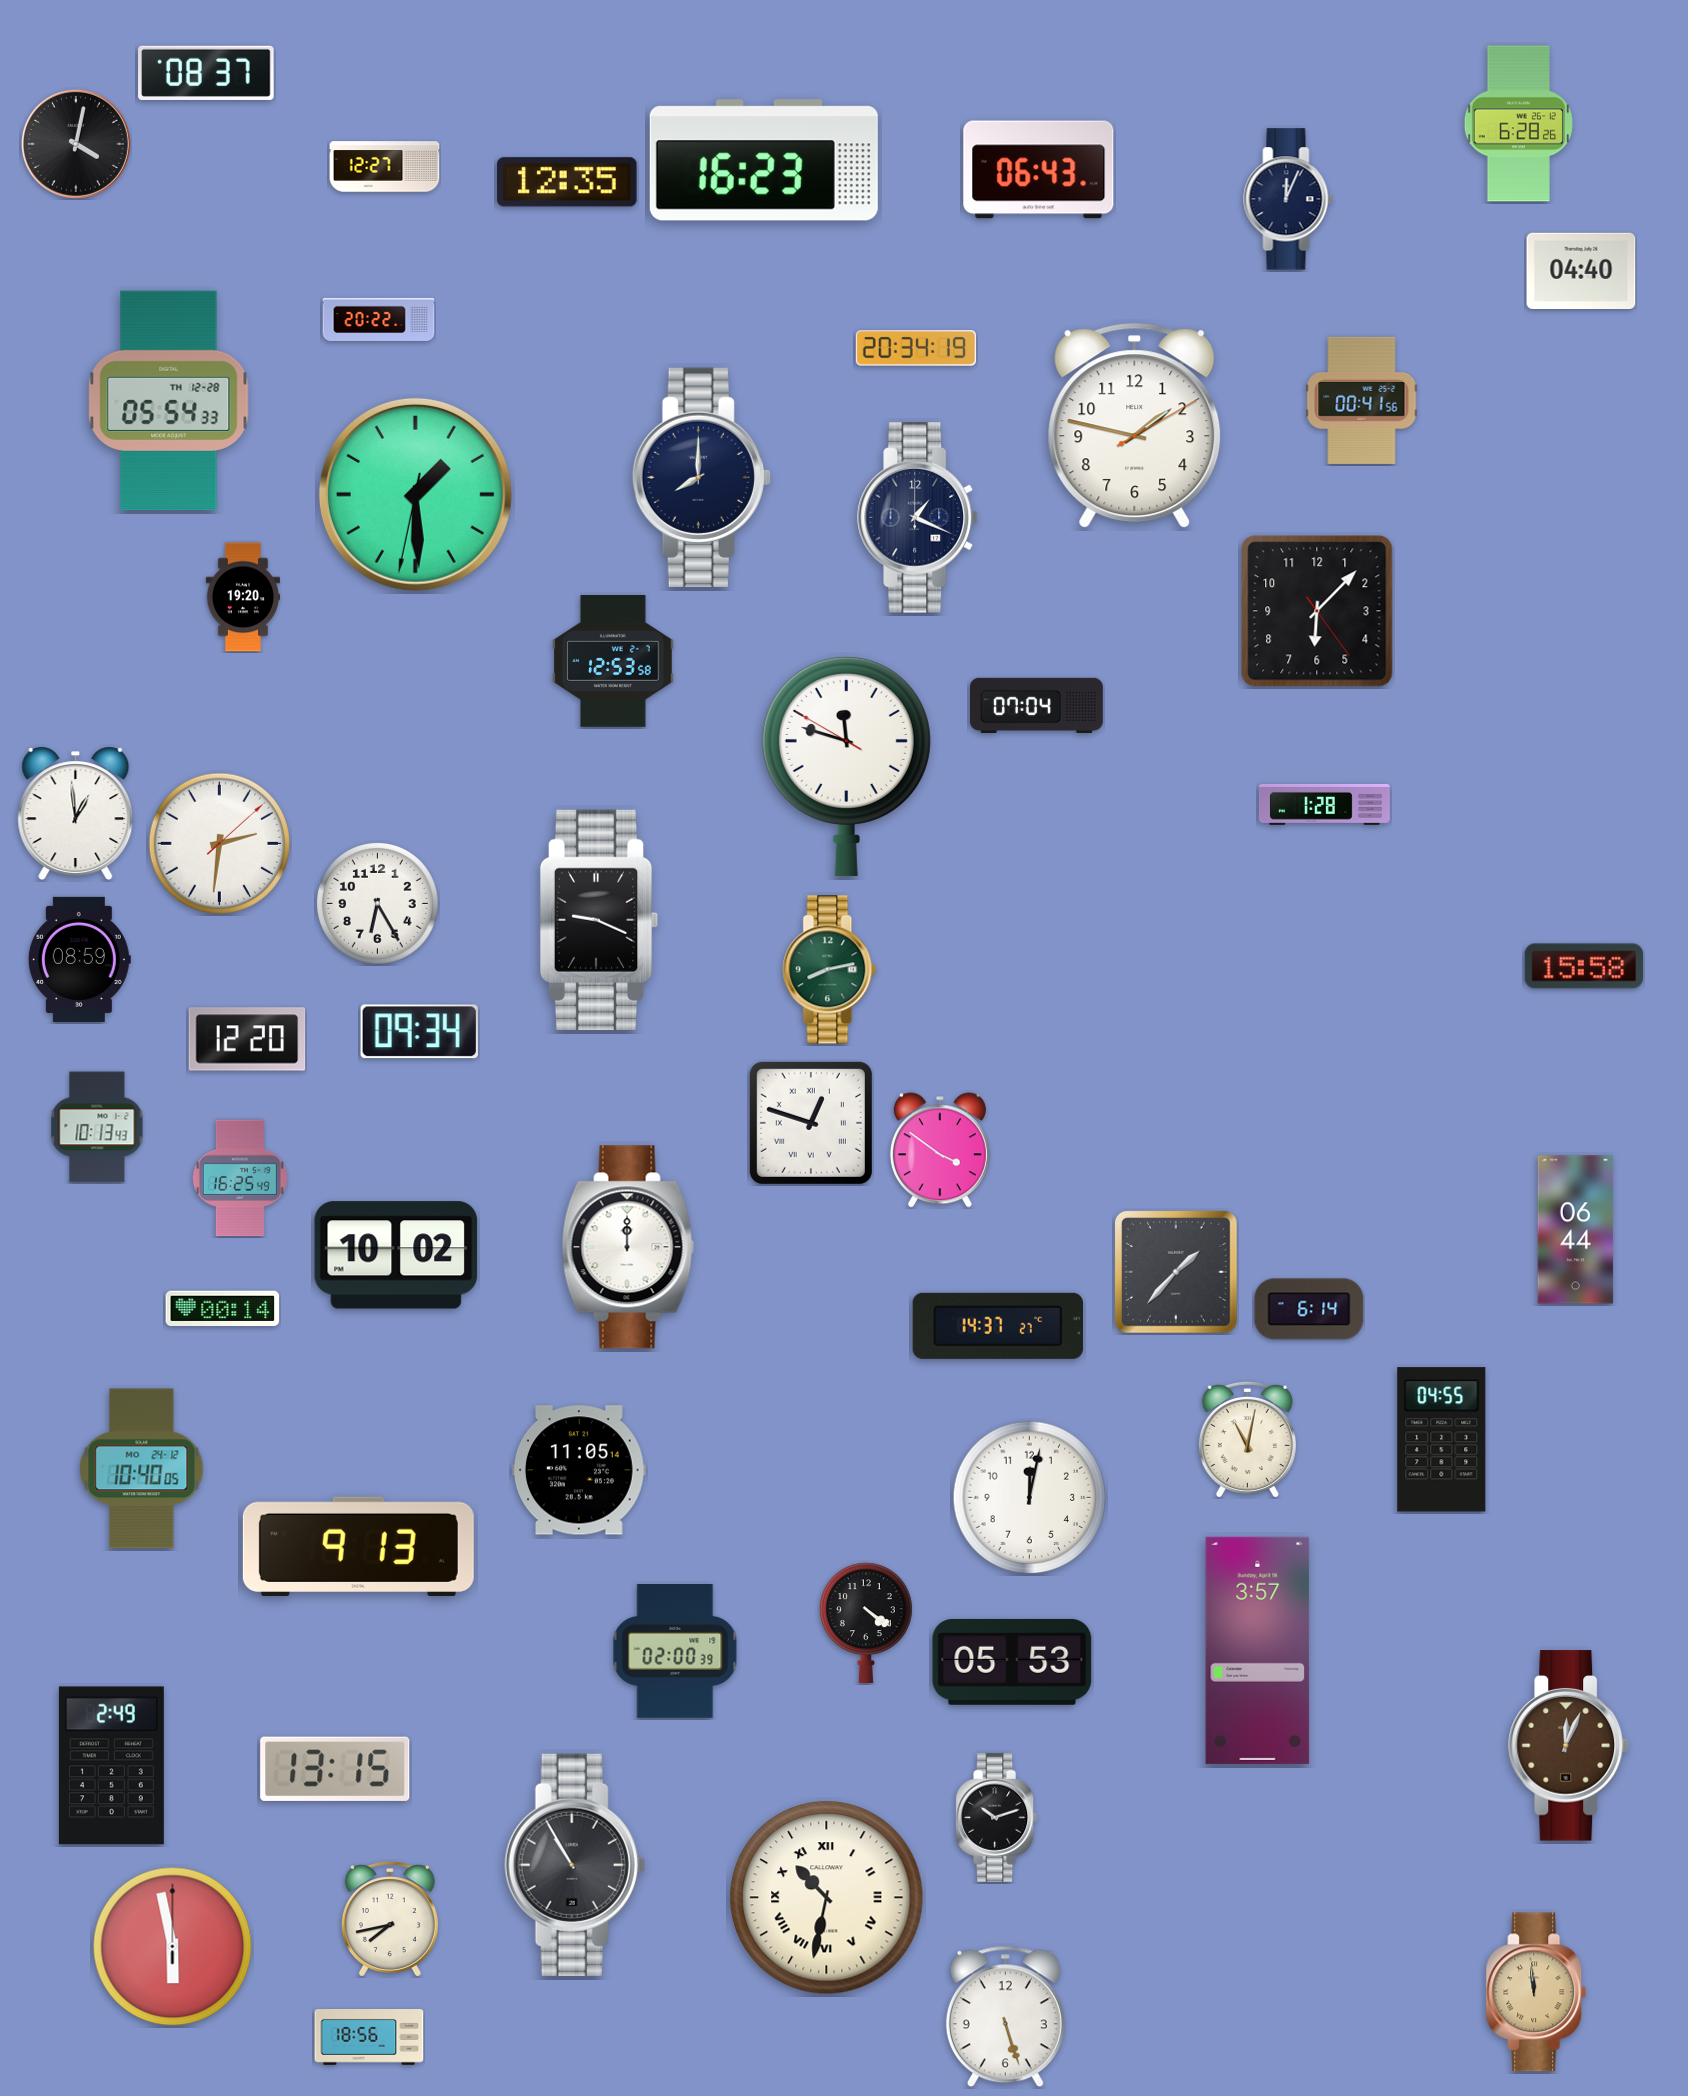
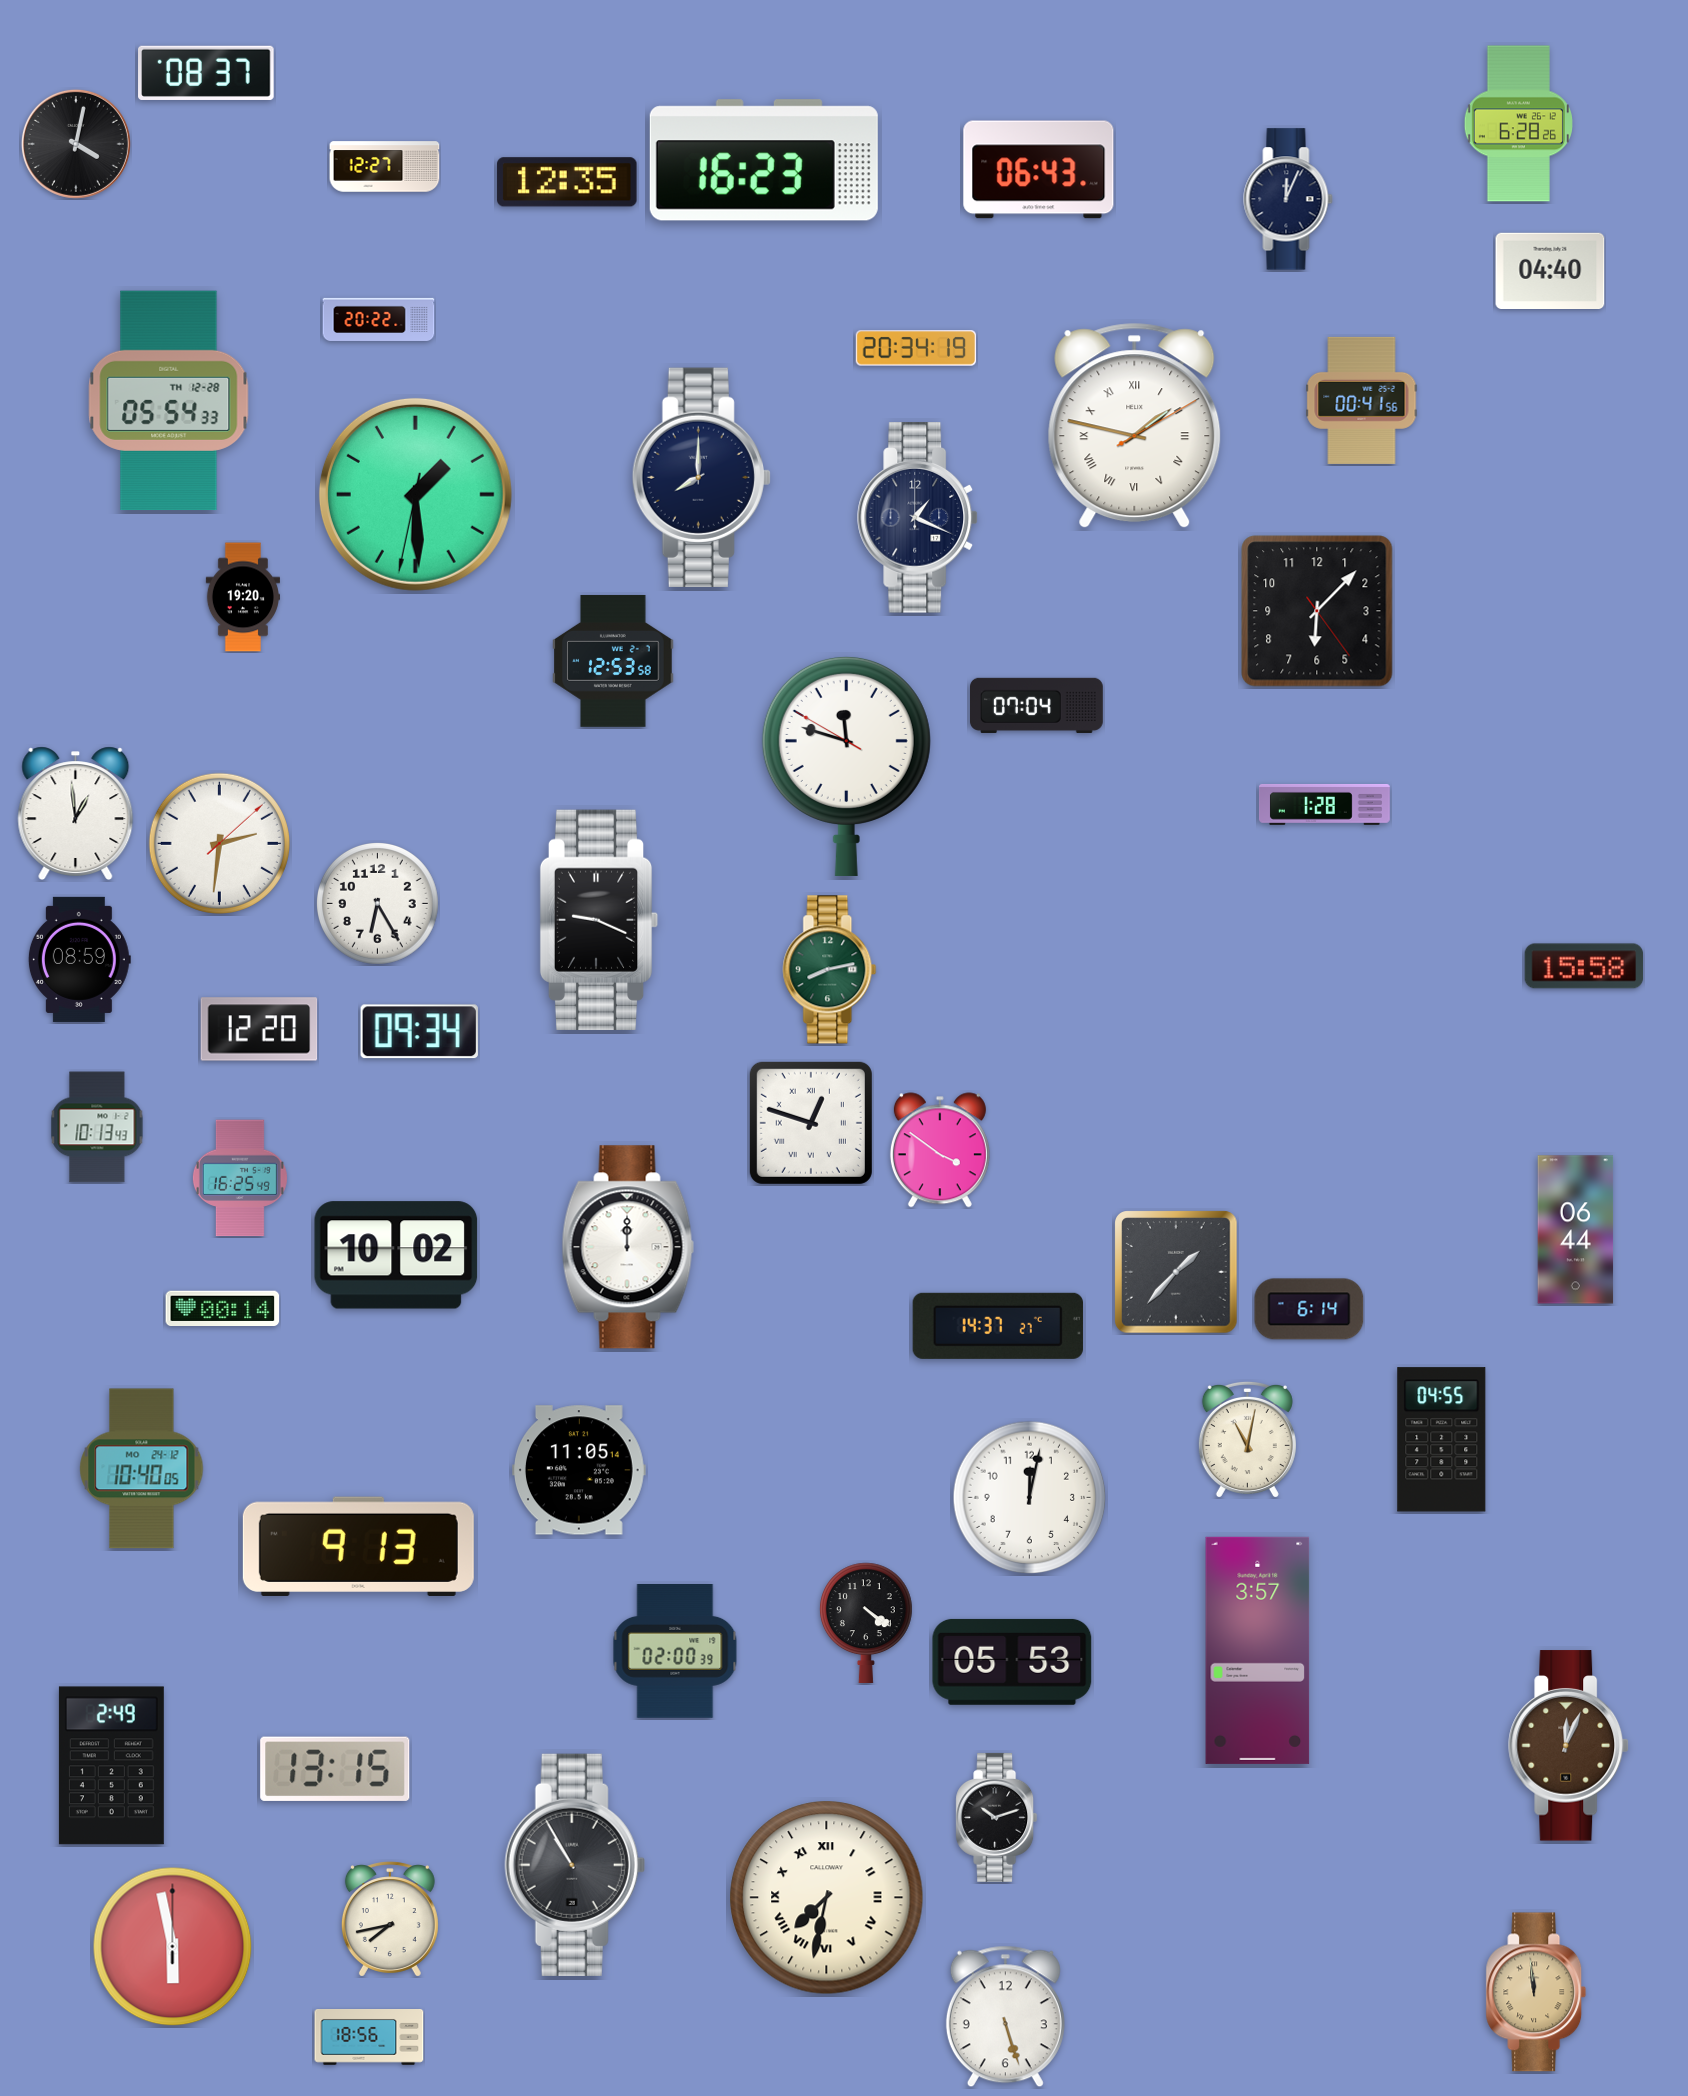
clock at (1581, 270) position: (1581, 270) -> (1550, 270)
clock at (1135, 426) numerals: Arabic -> Roman
clock at (247, 1039) position: (247, 1039) -> (259, 1029)
clock at (827, 1898): 10:32 -> 7:32
